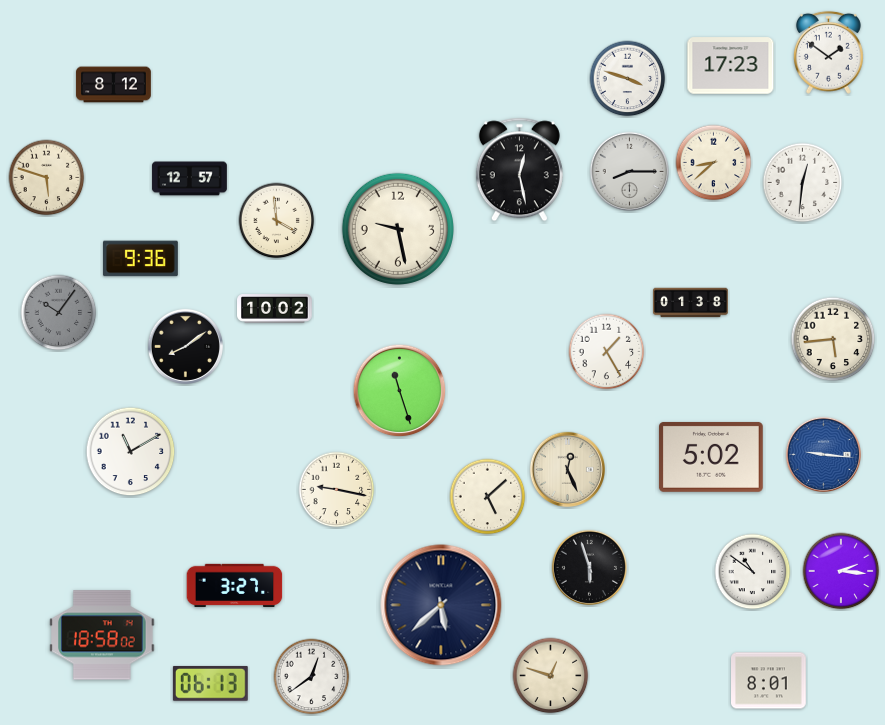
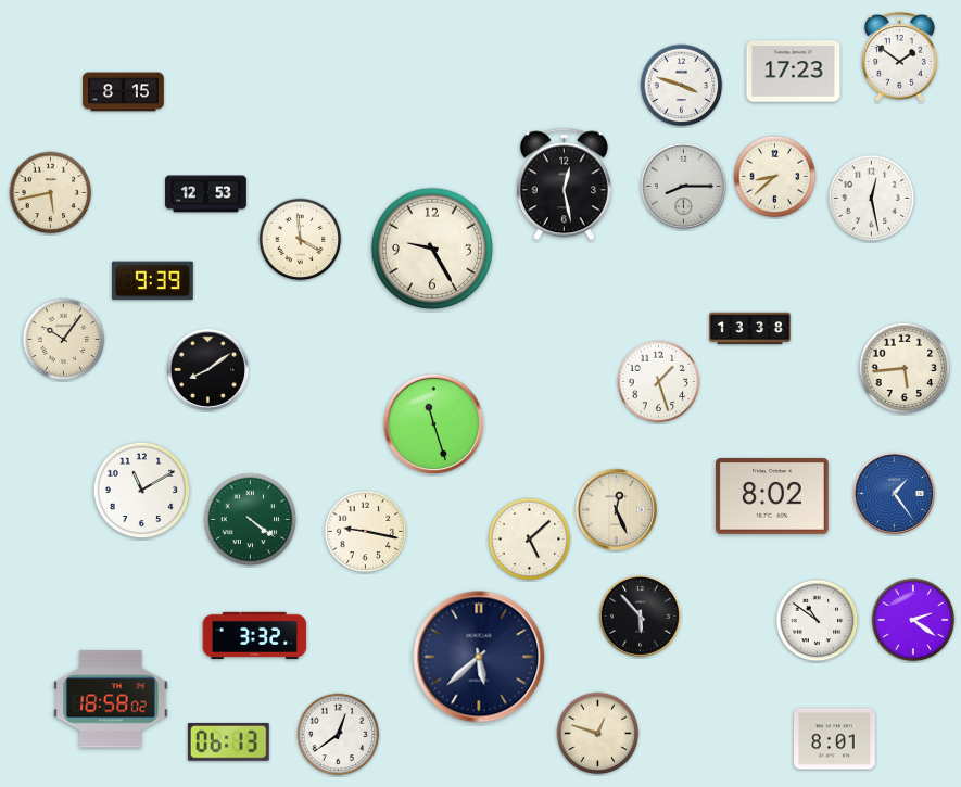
clock at (114, 85): 8:12 -> 8:15
clock at (47, 178): 5:48 -> 5:43
clock at (190, 179): 12:57 -> 12:53
clock at (803, 183): 12:31 -> 12:28
clock at (398, 229): 9:28 -> 9:25
clock at (141, 259): 9:36 -> 9:39
clock at (691, 303): 01:38 -> 13:38
clock at (275, 309): 10:02 -> none
clock at (59, 313) dial: grey -> cream
clock at (185, 346) position: (185, 346) -> (207, 369)
clock at (607, 352): 1:25 -> 1:27
clock at (823, 454): 9:16 -> 1:24
clock at (711, 457): 5:02 -> 8:02
clock at (251, 520): none -> 4:21
clock at (589, 567): 5:57 -> 5:53
clock at (841, 571): 2:16 -> 2:21
clock at (235, 585): 3:27 -> 3:32
clock at (102, 635) position: (102, 635) -> (111, 699)
